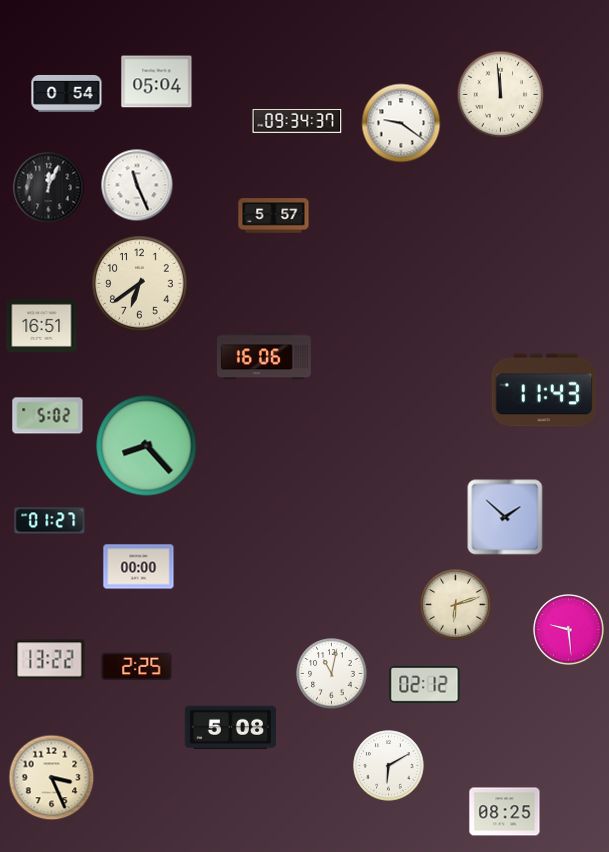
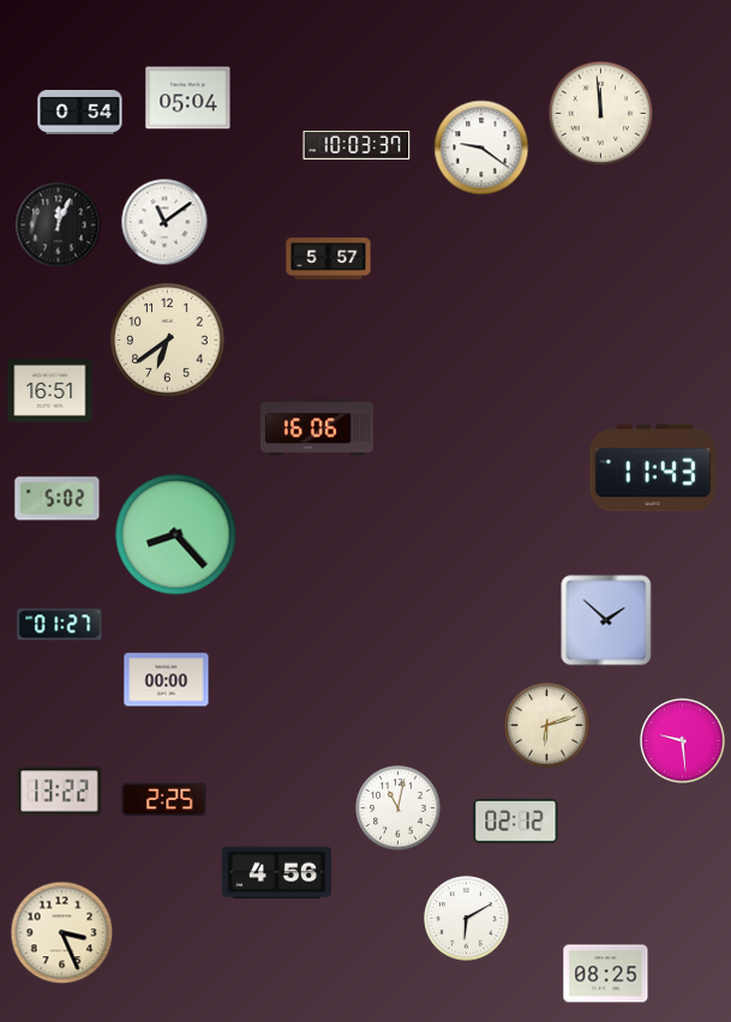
clock at (297, 122): 09:34 -> 10:03
clock at (137, 185): 11:26 -> 11:09
clock at (569, 630) position: (569, 630) -> (683, 741)
clock at (425, 685) position: (425, 685) -> (516, 822)
clock at (231, 728): 5:08 -> 4:56
